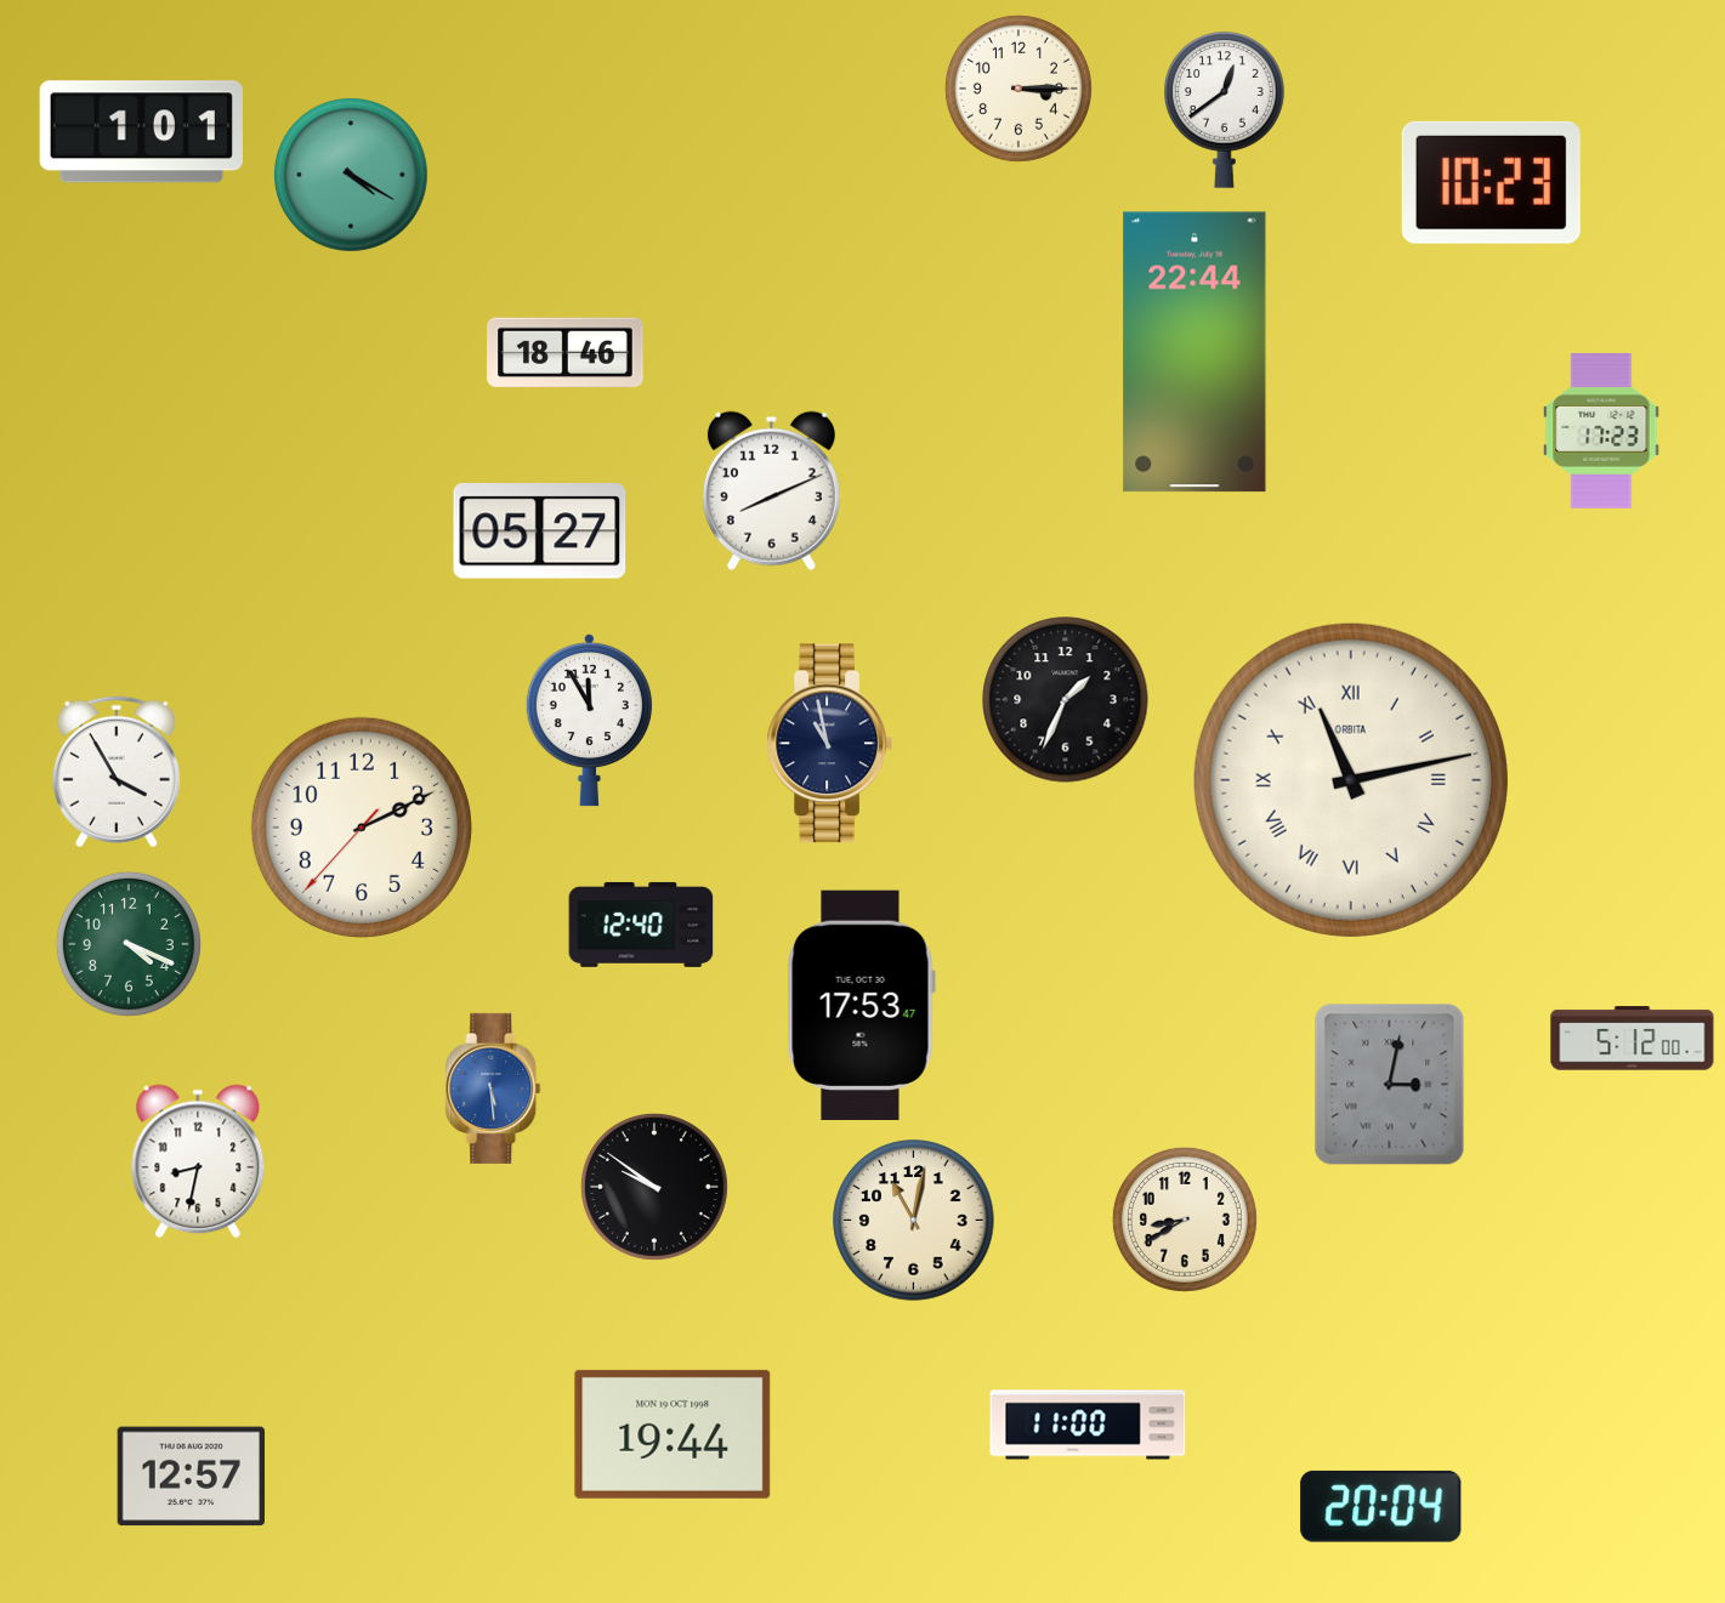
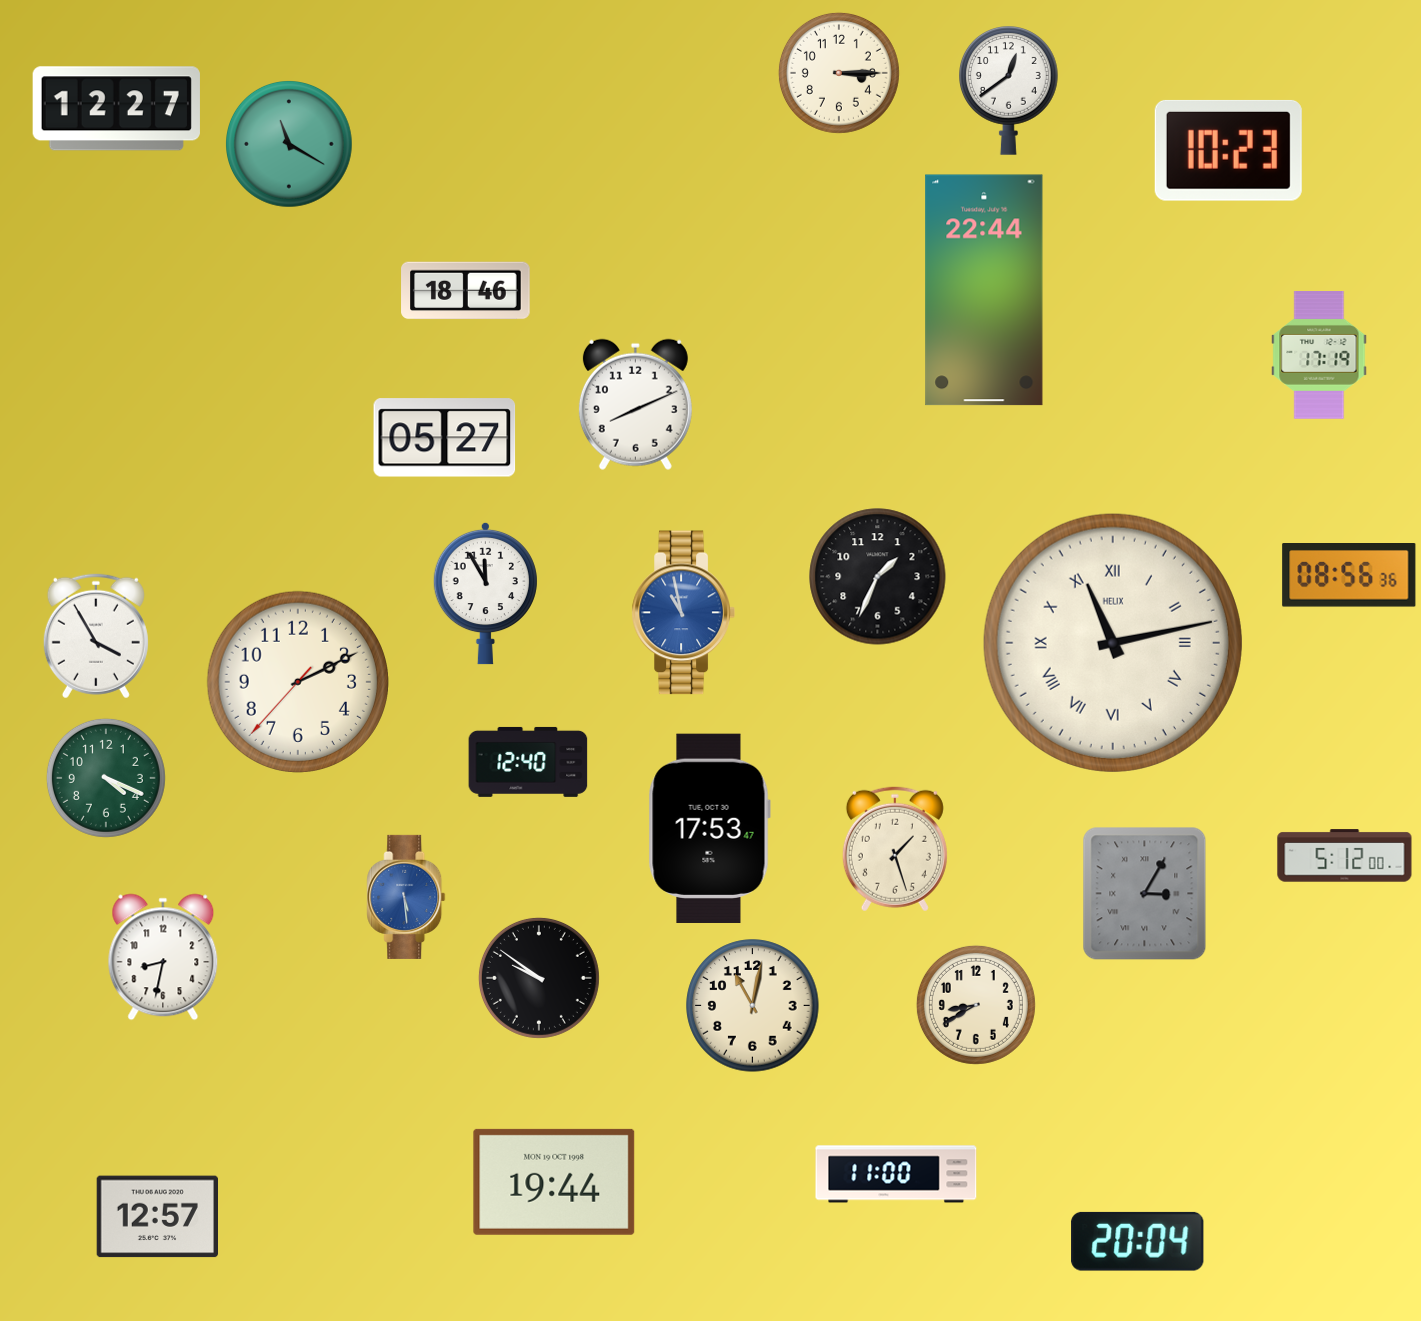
clock at (141, 132): 1:01 -> 12:27
clock at (352, 176): 4:20 -> 11:20
clock at (1601, 431): 17:23 -> 17:19
clock at (1349, 575): none -> 08:56
clock at (829, 744) dial: navy -> blue
clock at (1351, 780) brand: ORBITA -> HELIX
clock at (895, 849): none -> 1:27
clock at (1390, 1085): 3:02 -> 3:05
